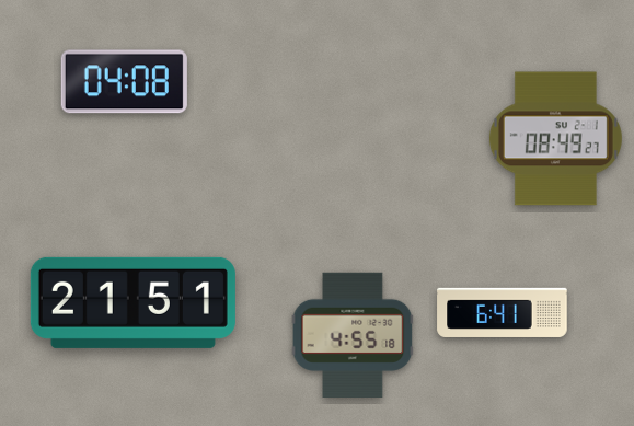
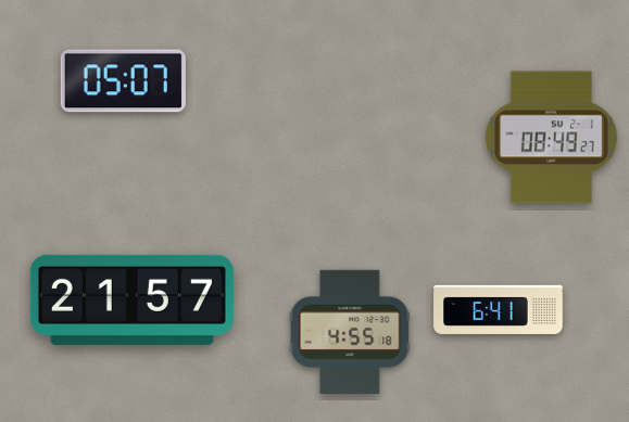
clock at (124, 82): 04:08 -> 05:07
clock at (132, 302): 21:51 -> 21:57
